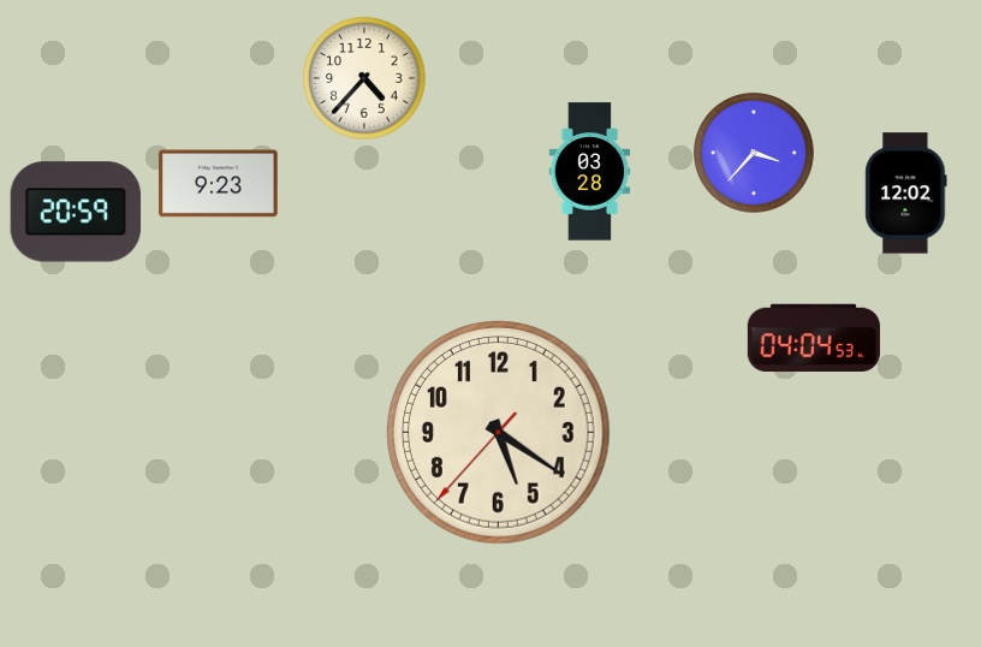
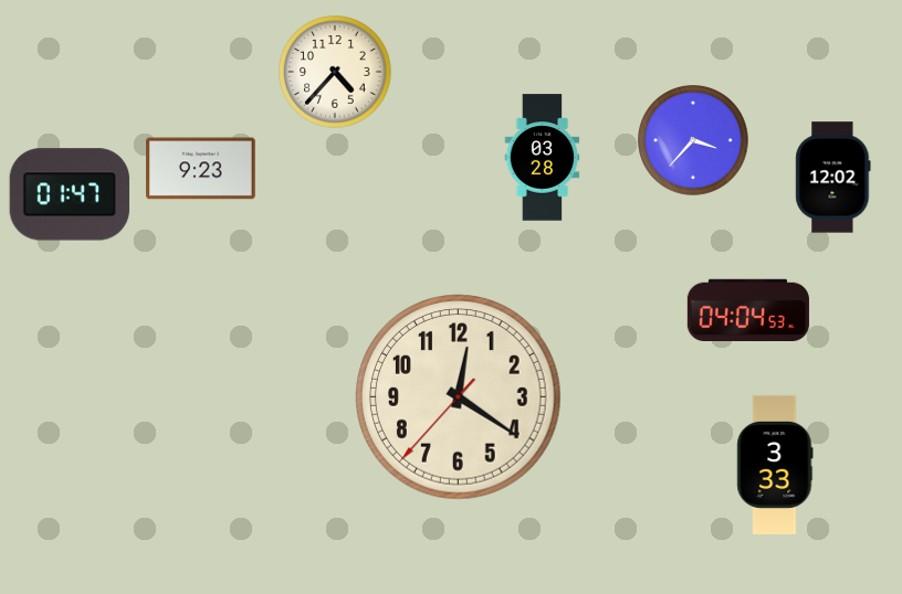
clock at (76, 212): 20:59 -> 01:47
clock at (499, 433): 5:20 -> 12:20
clock at (775, 465): none -> 3:33
